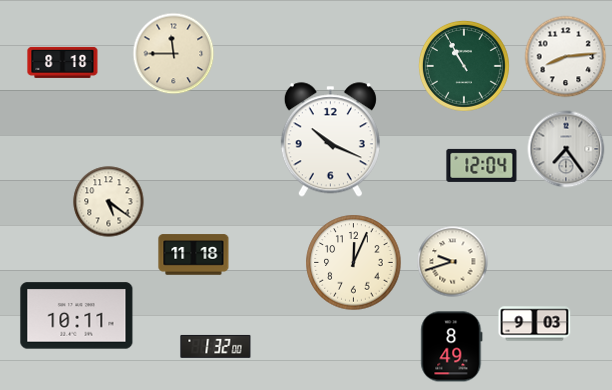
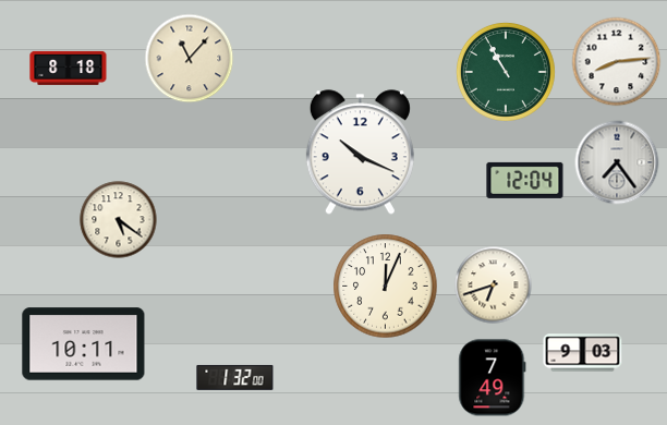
clock at (174, 54): 11:45 -> 11:07
clock at (194, 255): 11:18 -> none
clock at (453, 262): 9:42 -> 6:42
clock at (452, 347): 8:49 -> 7:49
